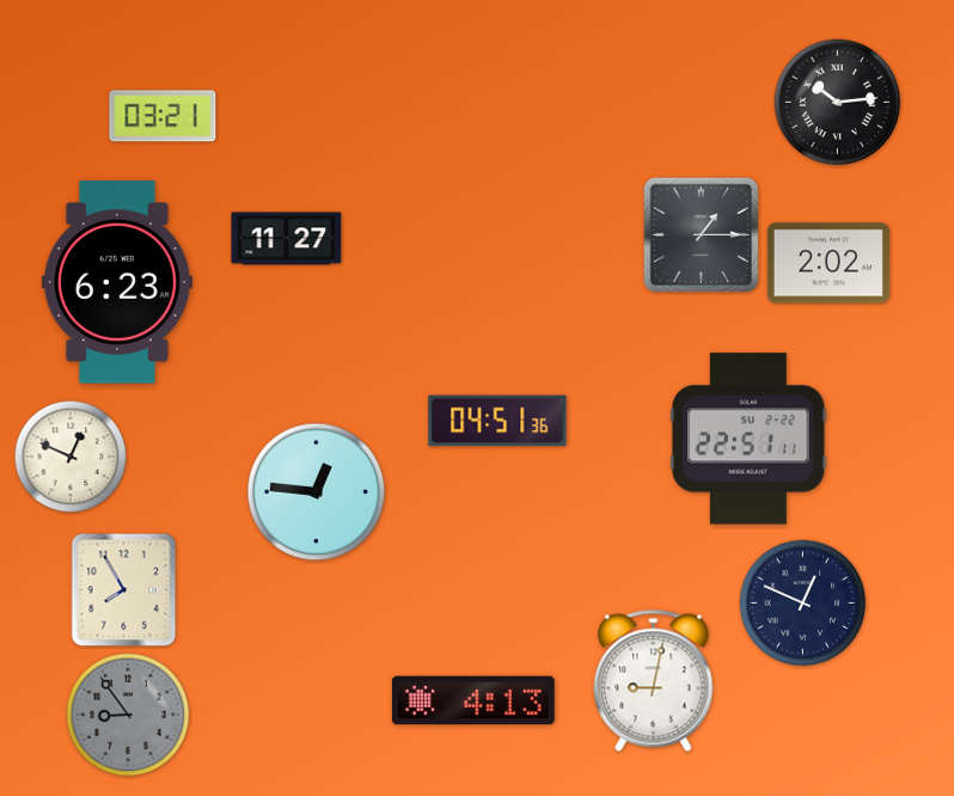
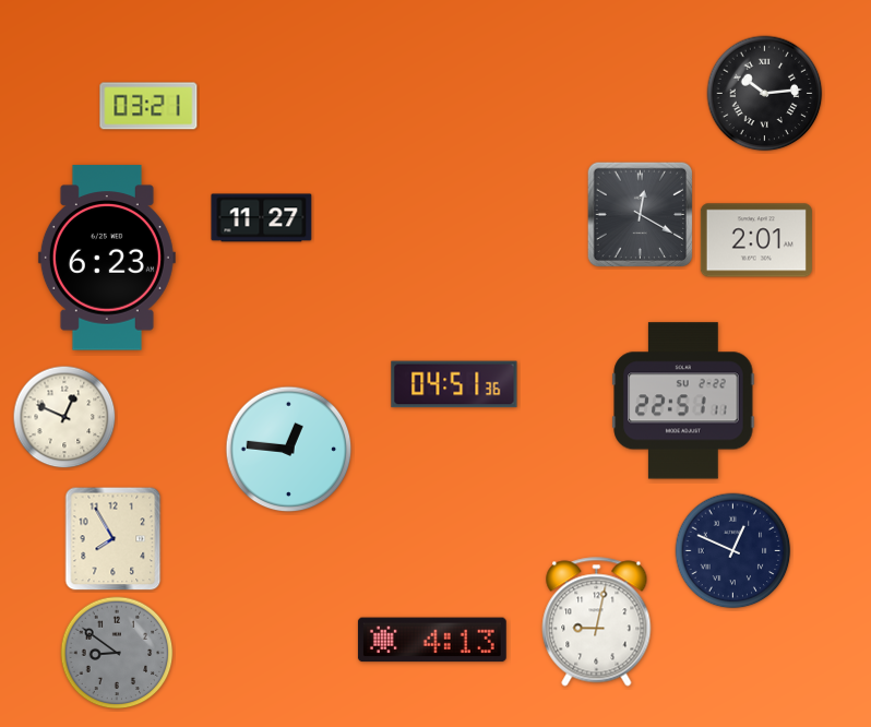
clock at (702, 235): 1:15 -> 12:20
clock at (828, 263): 2:02 -> 2:01
clock at (128, 715): 8:54 -> 8:51
